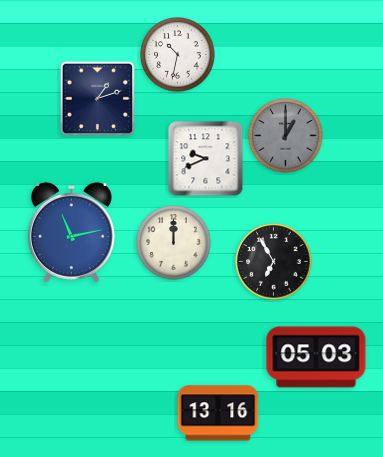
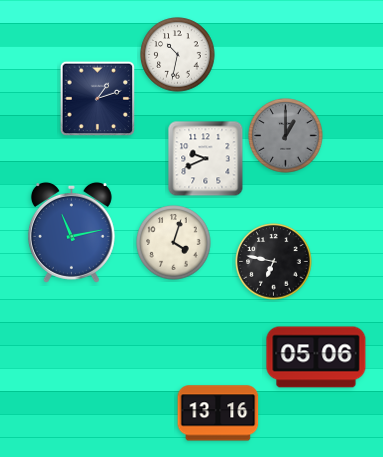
clock at (174, 243): 12:00 -> 4:03
clock at (274, 262): 6:55 -> 6:47
clock at (316, 357): 05:03 -> 05:06
